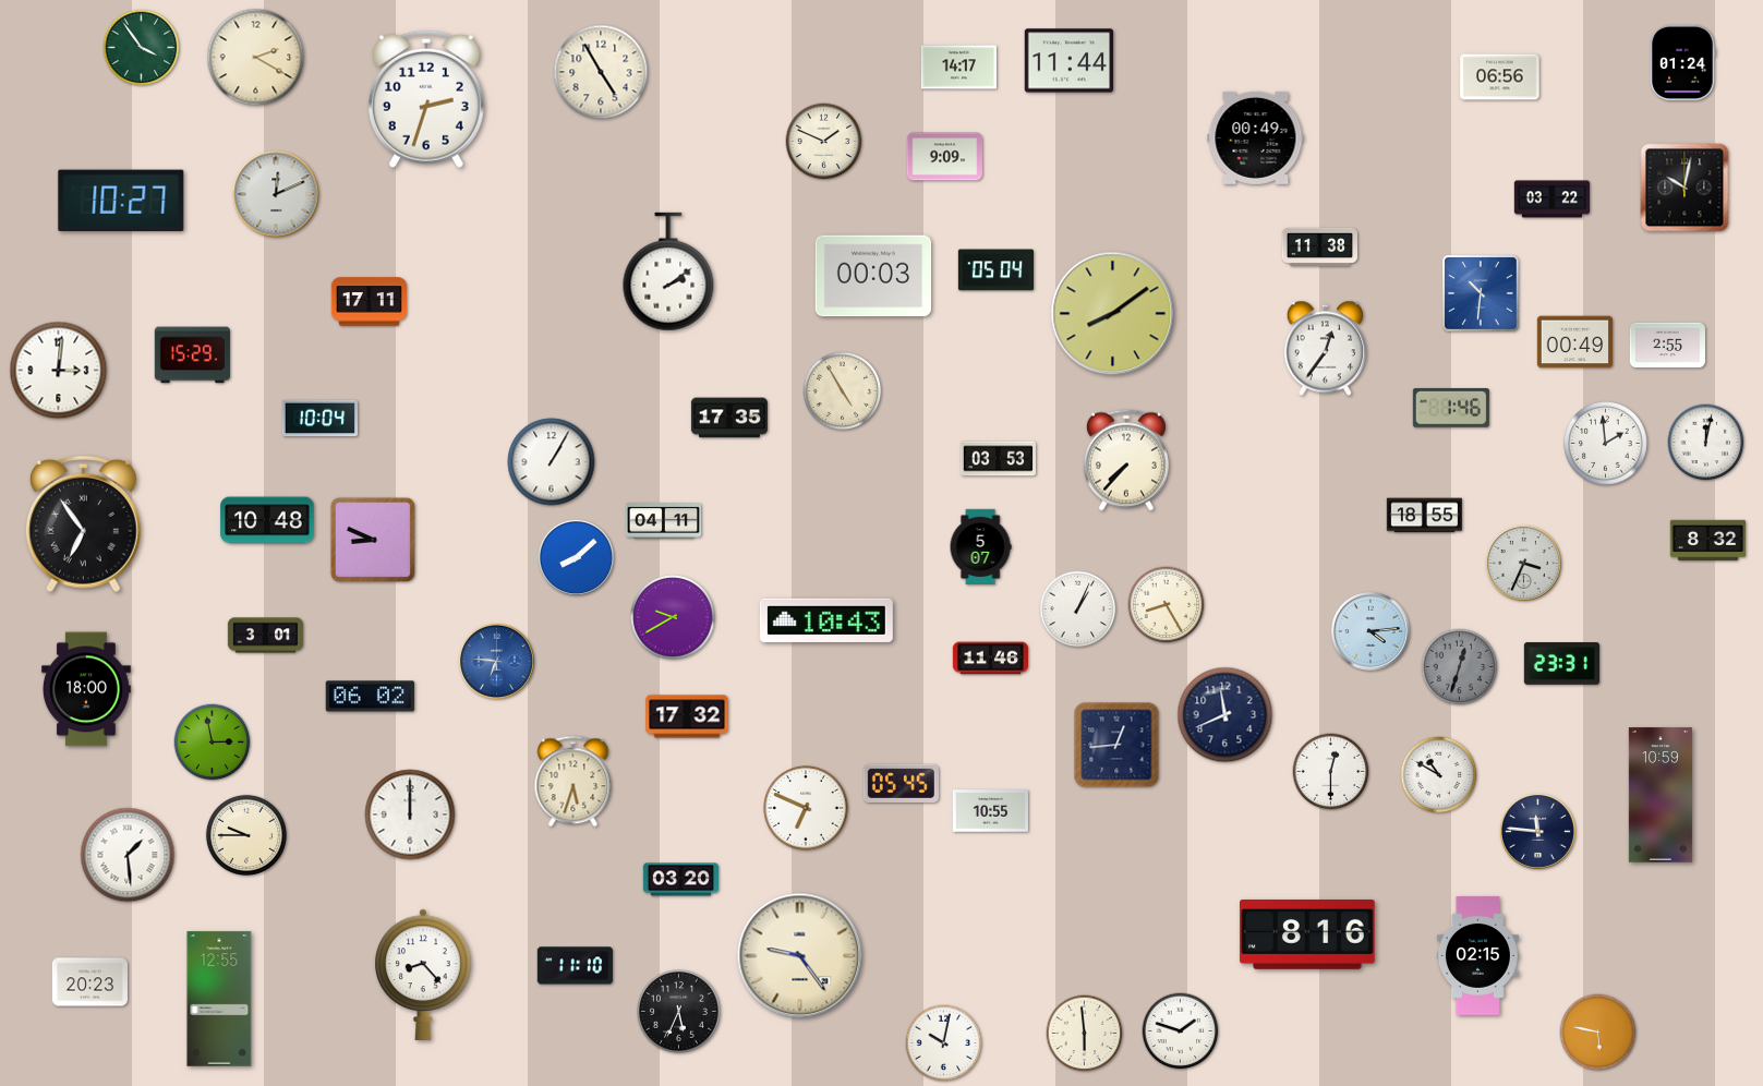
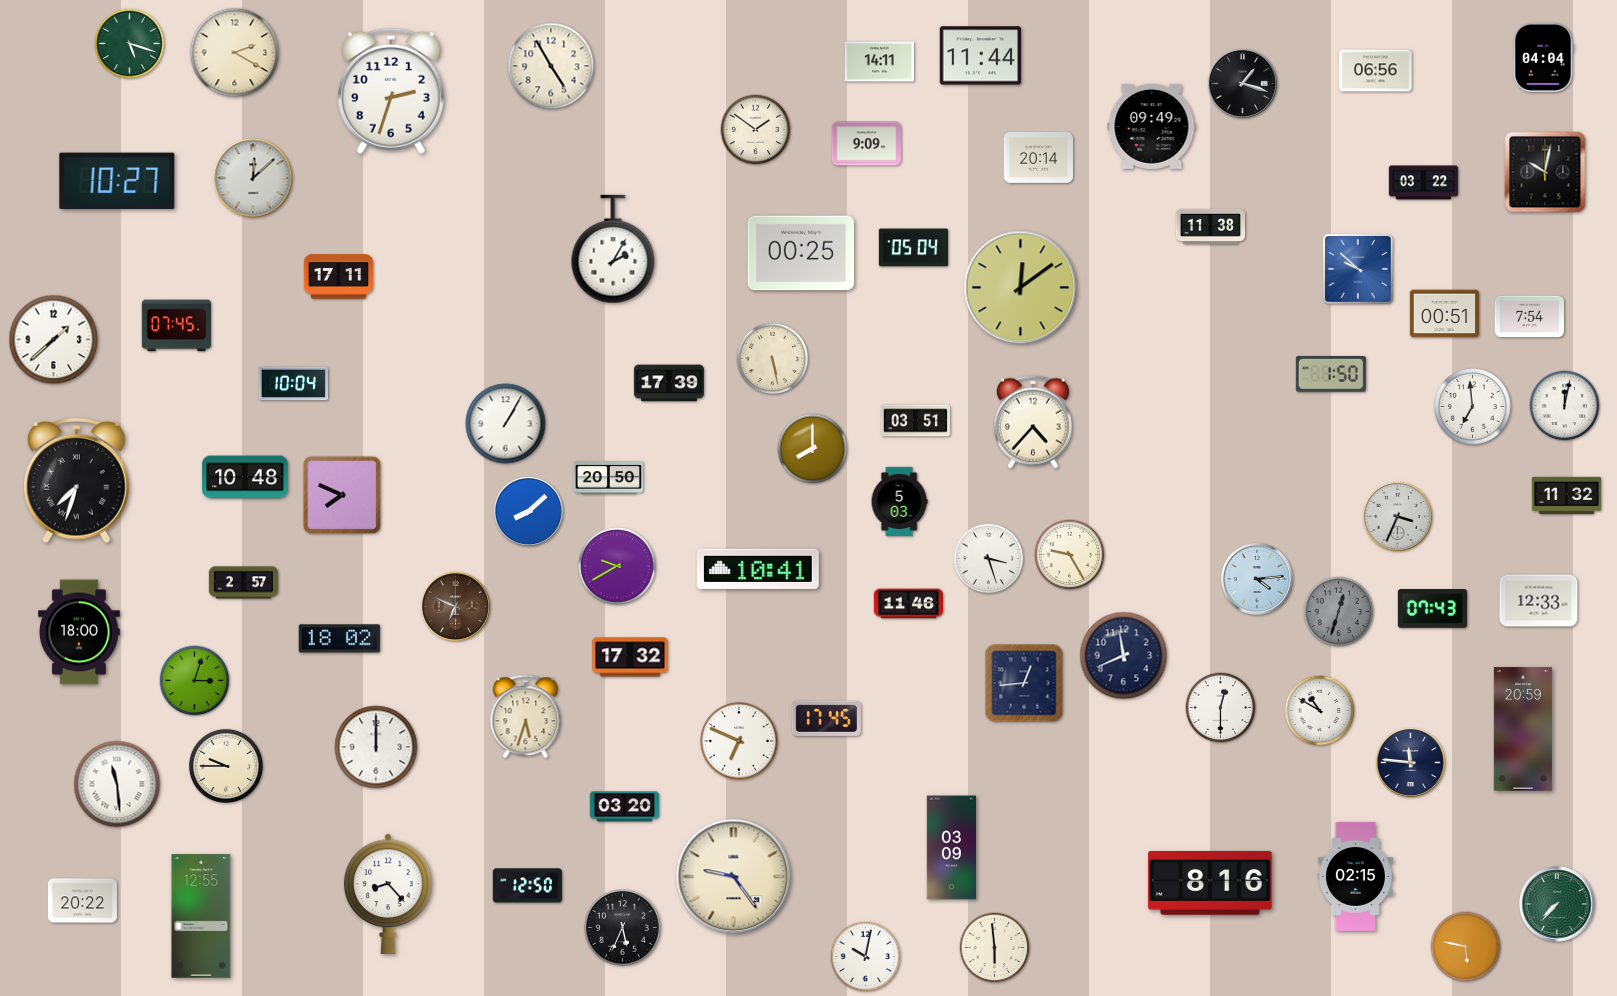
clock at (142, 48): 3:54 -> 5:18
clock at (1682, 62): 01:24 -> 04:04
clock at (958, 68): 14:17 -> 14:11
clock at (1242, 83): none -> 1:18
clock at (1256, 137): 00:49 -> 09:49
clock at (824, 142): 1:49 -> 1:51
clock at (1038, 157): none -> 20:14
clock at (276, 194): 12:11 -> 12:08
clock at (121, 201) position: (121, 201) -> (117, 181)
clock at (668, 271): 2:09 -> 2:05
clock at (873, 276): 00:03 -> 00:25
clock at (1481, 293): 10:31 -> 9:52
clock at (1113, 314): 8:09 -> 12:09
clock at (1574, 342): 00:49 -> 00:51
clock at (1667, 346): 2:55 -> 7:54
clock at (1325, 349): 12:36 -> none
clock at (192, 355): 15:29 -> 07:45
clock at (59, 371): 3:01 -> 1:38
clock at (843, 391): 4:55 -> 5:28
clock at (1451, 408): 1:46 -> 1:50
clock at (729, 418): 17:35 -> 17:39
clock at (1606, 444): 1:59 -> 6:59
clock at (998, 459): 03:53 -> 03:51
clock at (1126, 460): 7:37 -> 4:37
clock at (813, 449): none -> 8:00
clock at (1424, 516): 18:55 -> none
clock at (664, 521): 04:11 -> 20:50
clock at (84, 524): 6:54 -> 7:33
clock at (373, 540): 8:49 -> 7:49
clock at (1707, 541): 8:32 -> 11:32
clock at (980, 546): 5:07 -> 5:03
clock at (1167, 605): 8:25 -> 9:25
clock at (1078, 610): 1:04 -> 3:27
clock at (826, 620): 10:43 -> 10:41
clock at (266, 636): 3:01 -> 2:57
clock at (1539, 601): none -> 12:33
clock at (496, 661): 6:46 -> 6:49
clock at (496, 661) dial: blue -> brown
clock at (1561, 664): 23:31 -> 07:43
clock at (371, 697): 06:02 -> 18:02
clock at (213, 743): 2:58 -> 3:03
clock at (901, 783): 05:45 -> 17:45
clock at (1661, 795): 10:59 -> 20:59
clock at (990, 811): 10:55 -> none
clock at (128, 855): 1:29 -> 11:29
clock at (951, 848): none -> 03:09
clock at (1307, 936) position: (1307, 936) -> (1210, 884)
clock at (575, 966): 11:10 -> 12:50
clock at (89, 982): 20:23 -> 20:22
clock at (1557, 904): none -> 7:37
clock at (1181, 1031): 1:48 -> none
